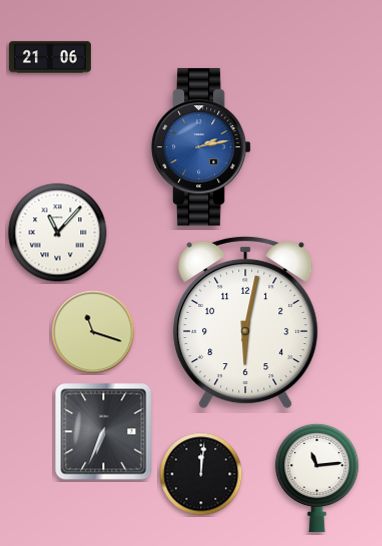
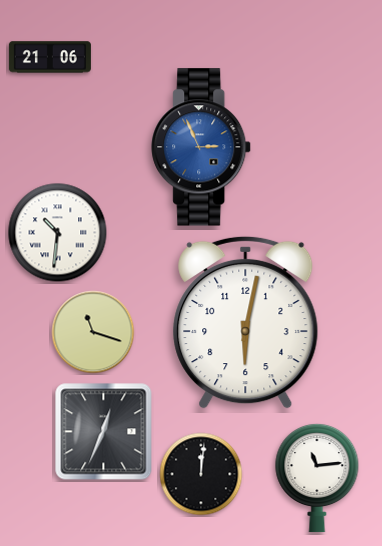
clock at (202, 147): 2:13 -> 2:56
clock at (58, 233): 11:07 -> 10:31
clock at (104, 432): 6:34 -> 12:34
